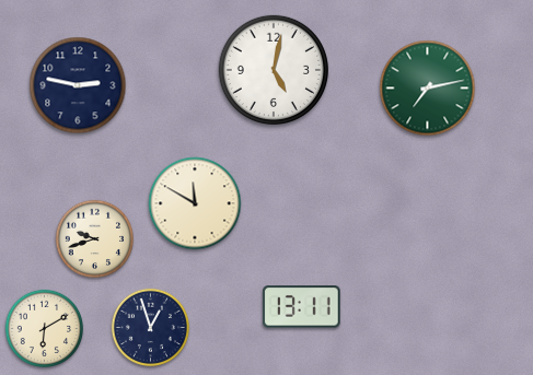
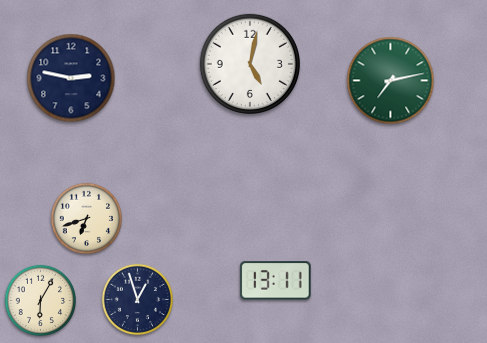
clock at (195, 203): 11:50 -> none
clock at (94, 238): 9:42 -> 6:42
clock at (44, 328): 6:10 -> 6:05
